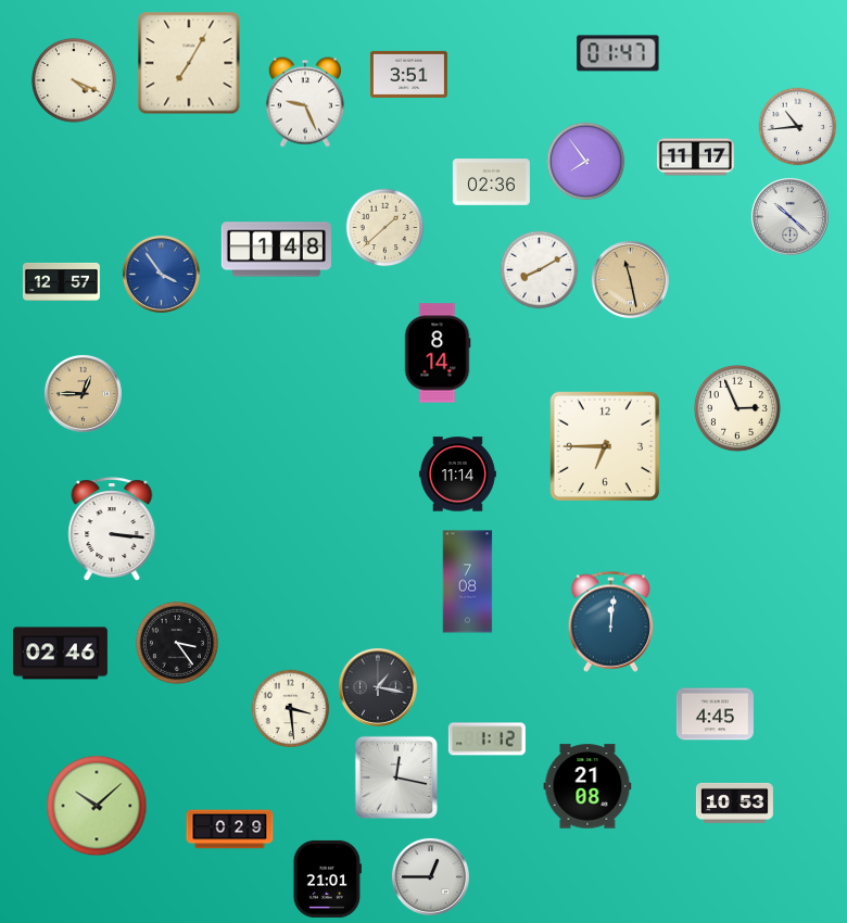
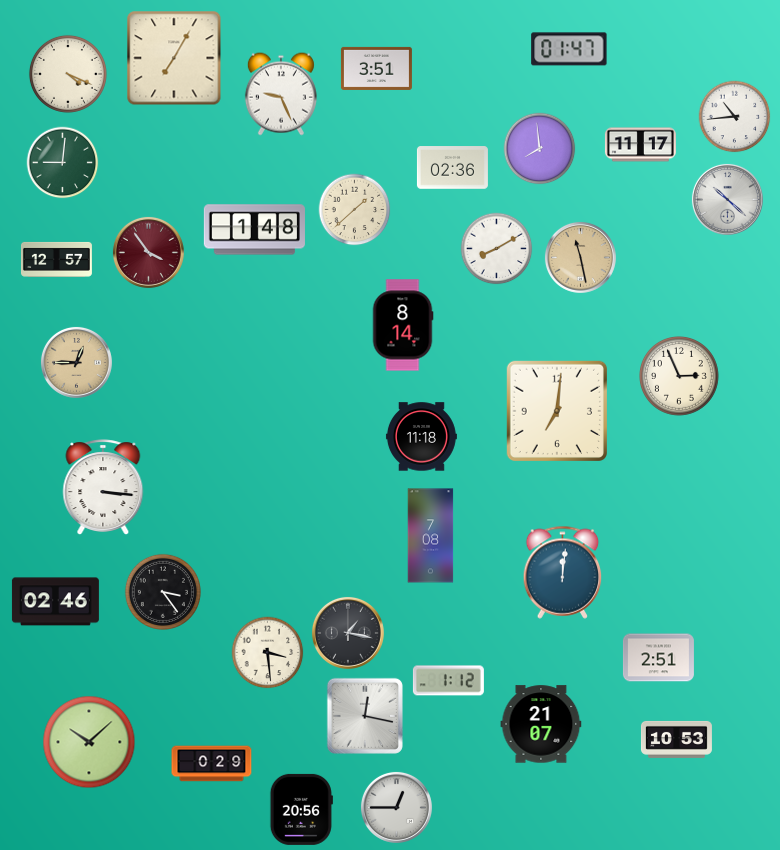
clock at (586, 162): 7:54 -> 7:59
clock at (63, 163): none -> 9:01
clock at (161, 274) dial: blue -> burgundy
clock at (604, 445): 6:45 -> 7:01
clock at (457, 475): 11:14 -> 11:18
clock at (715, 715): 4:45 -> 2:51
clock at (587, 786): 21:08 -> 21:07
clock at (327, 878): 21:01 -> 20:56
